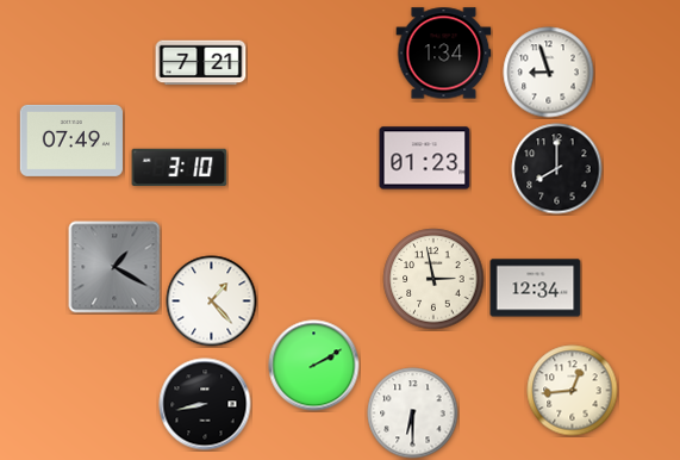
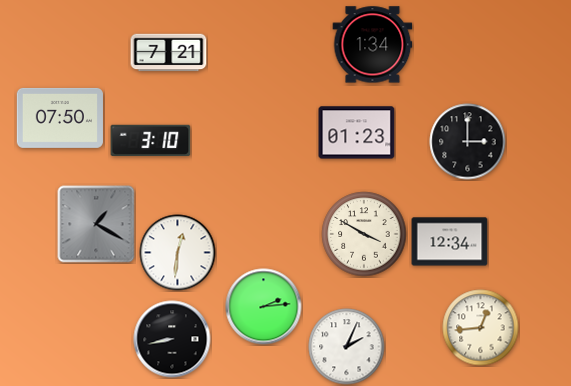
clock at (549, 73): 8:57 -> none
clock at (71, 141): 07:49 -> 07:50
clock at (557, 169): 8:00 -> 3:00
clock at (433, 279): 2:58 -> 3:50
clock at (212, 302): 1:23 -> 12:31
clock at (314, 366): 2:10 -> 2:14
clock at (413, 414): 6:30 -> 2:04
